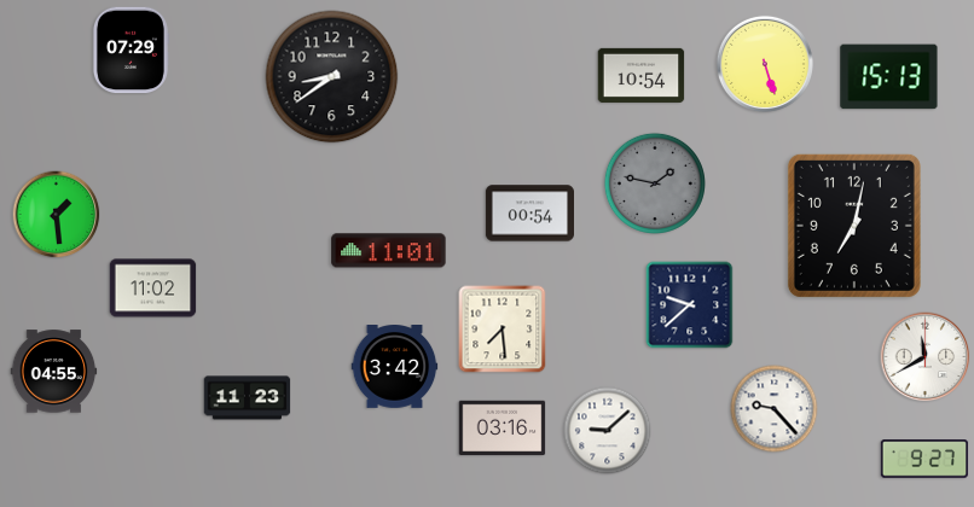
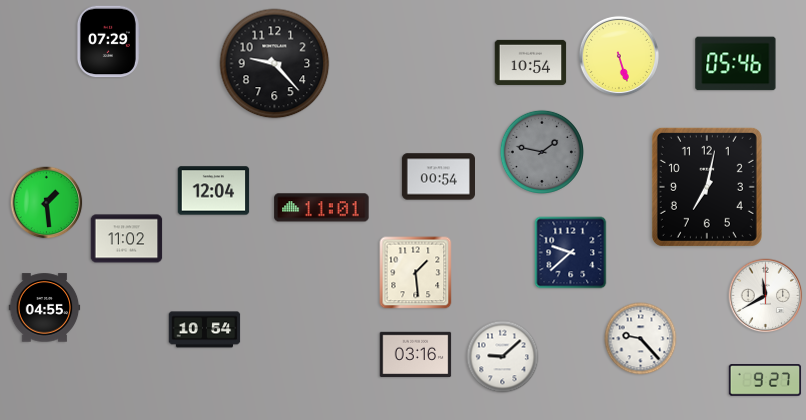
clock at (765, 64) position: (765, 64) -> (619, 56)
clock at (332, 77): 8:39 -> 9:23
clock at (889, 77): 15:13 -> 05:46
clock at (57, 215) position: (57, 215) -> (47, 203)
clock at (214, 191): none -> 12:04
clock at (503, 330): 7:29 -> 1:29
clock at (395, 367): 3:42 -> none
clock at (248, 398): 11:23 -> 10:54
